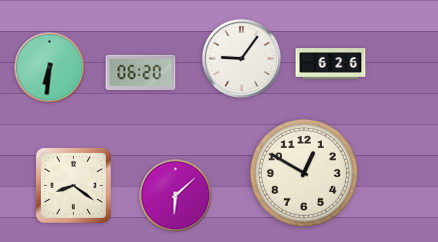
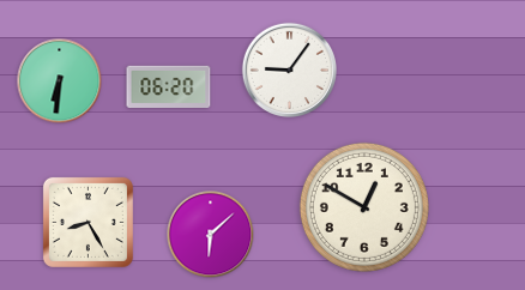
clock at (331, 64): 6:26 -> none
clock at (73, 185): 8:21 -> 8:25
